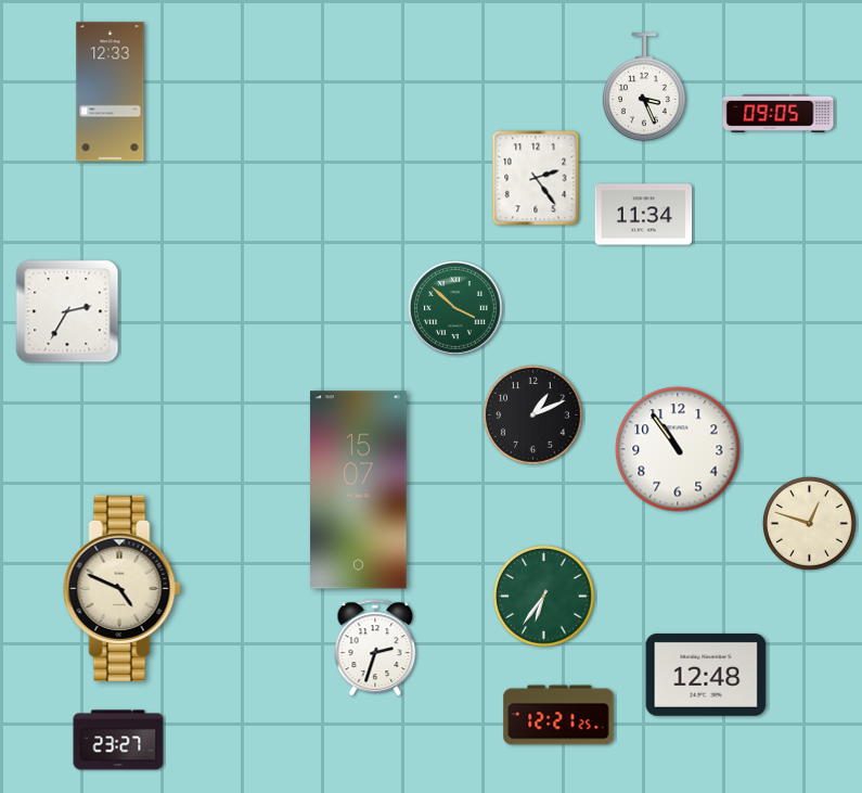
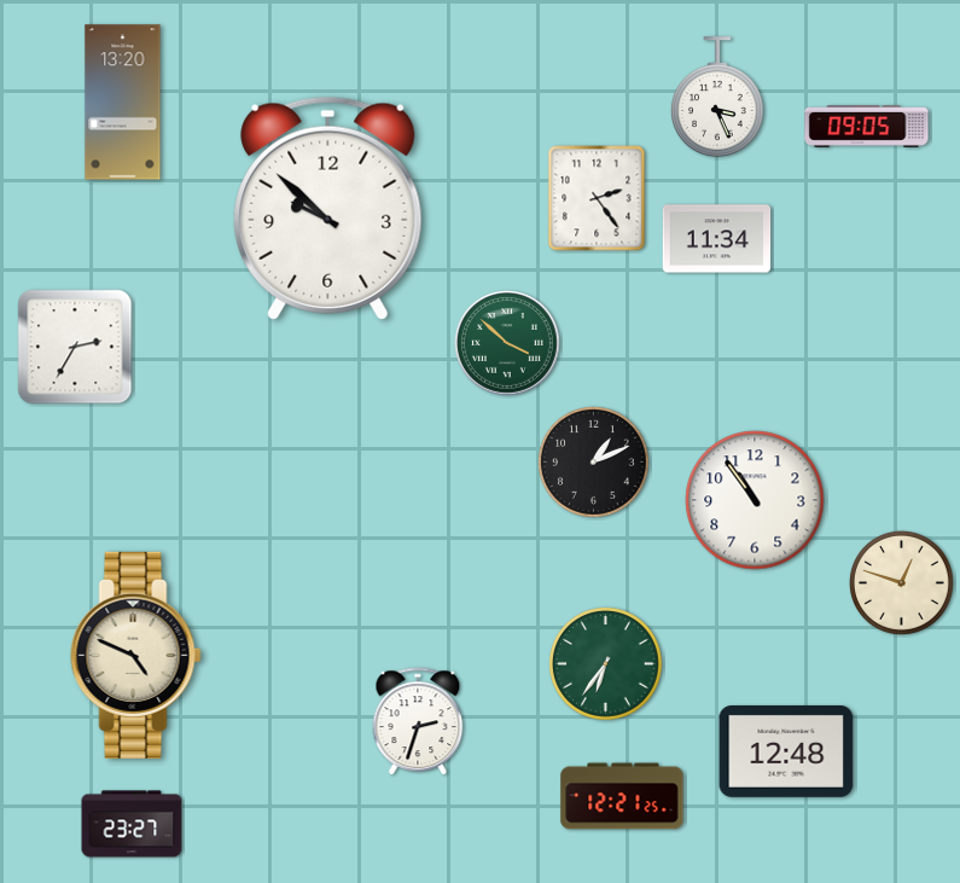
clock at (111, 92): 12:33 -> 13:20
clock at (328, 208): none -> 9:52
clock at (359, 490): 15:07 -> none
